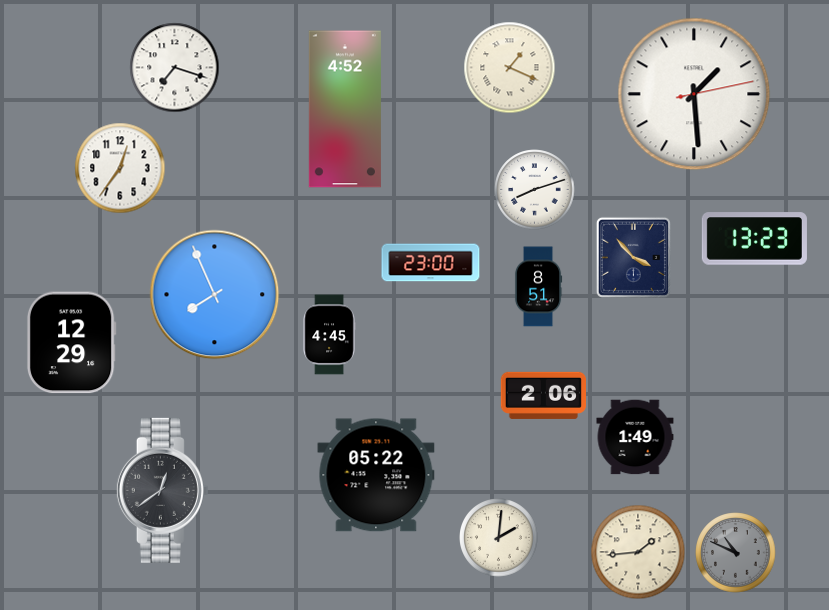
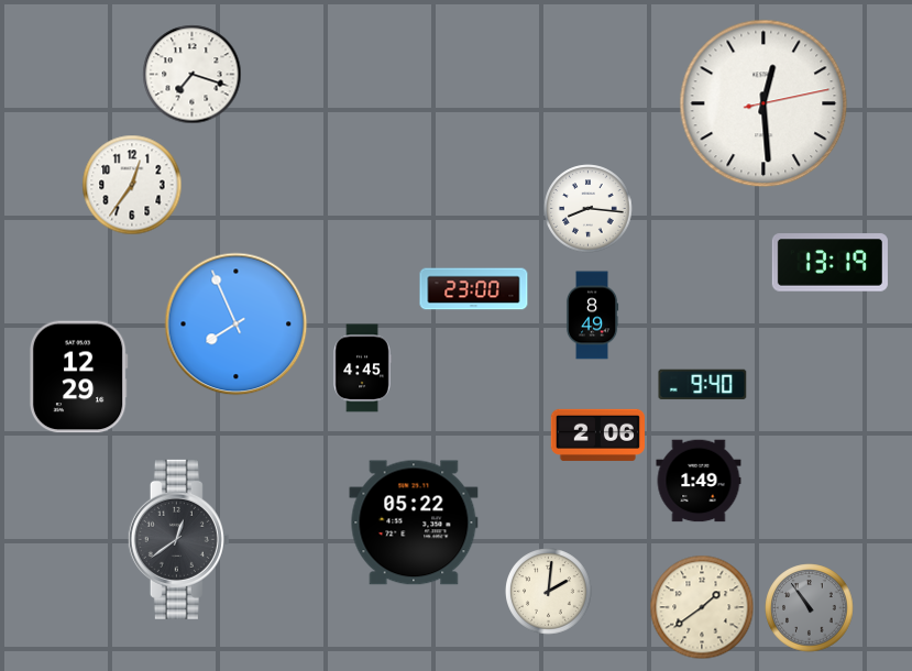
clock at (510, 68): 1:19 -> none
clock at (694, 94): 1:29 -> 12:29
clock at (345, 109): 4:52 -> none
clock at (535, 190): 8:12 -> 8:16
clock at (754, 239): 13:23 -> 13:19
clock at (633, 257): 3:53 -> none
clock at (538, 287): 8:51 -> 8:49
clock at (703, 385): none -> 9:40
clock at (638, 552): 1:44 -> 1:39
clock at (736, 553): 10:49 -> 10:54
